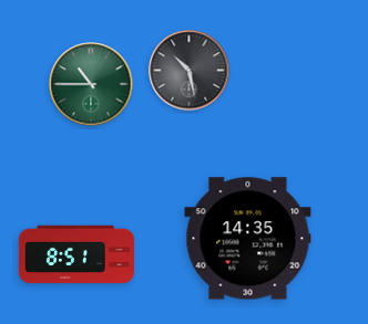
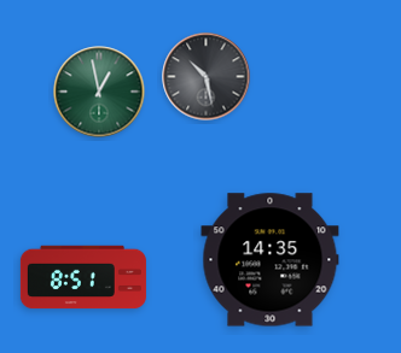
clock at (91, 84): 10:45 -> 12:58
